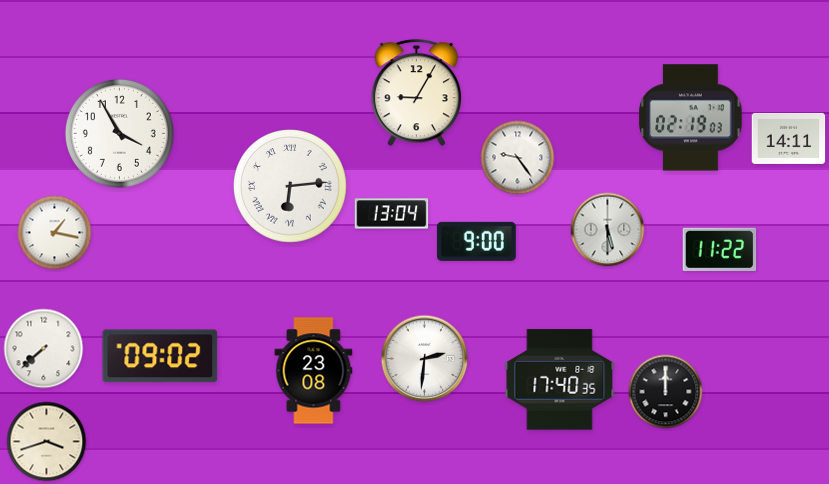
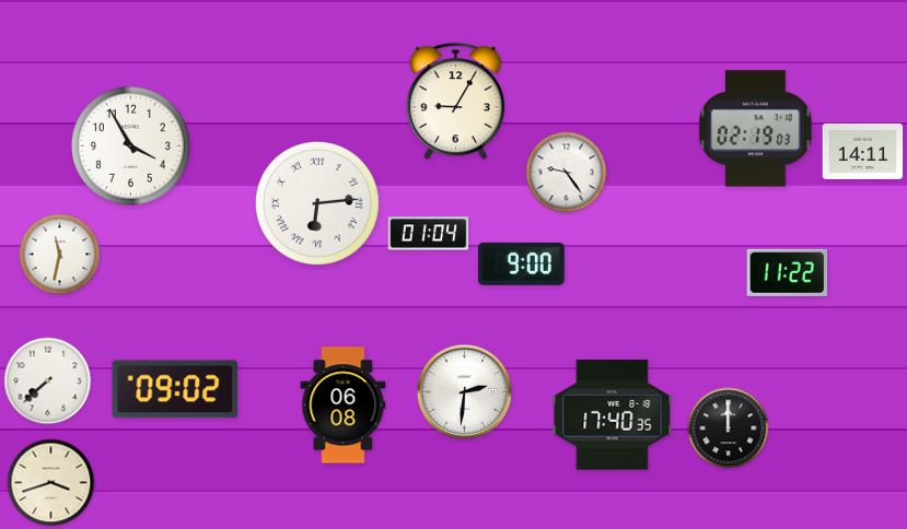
clock at (392, 214): 13:04 -> 01:04
clock at (608, 230): 5:30 -> none
clock at (55, 233): 1:17 -> 11:32
clock at (314, 371): 23:08 -> 06:08
